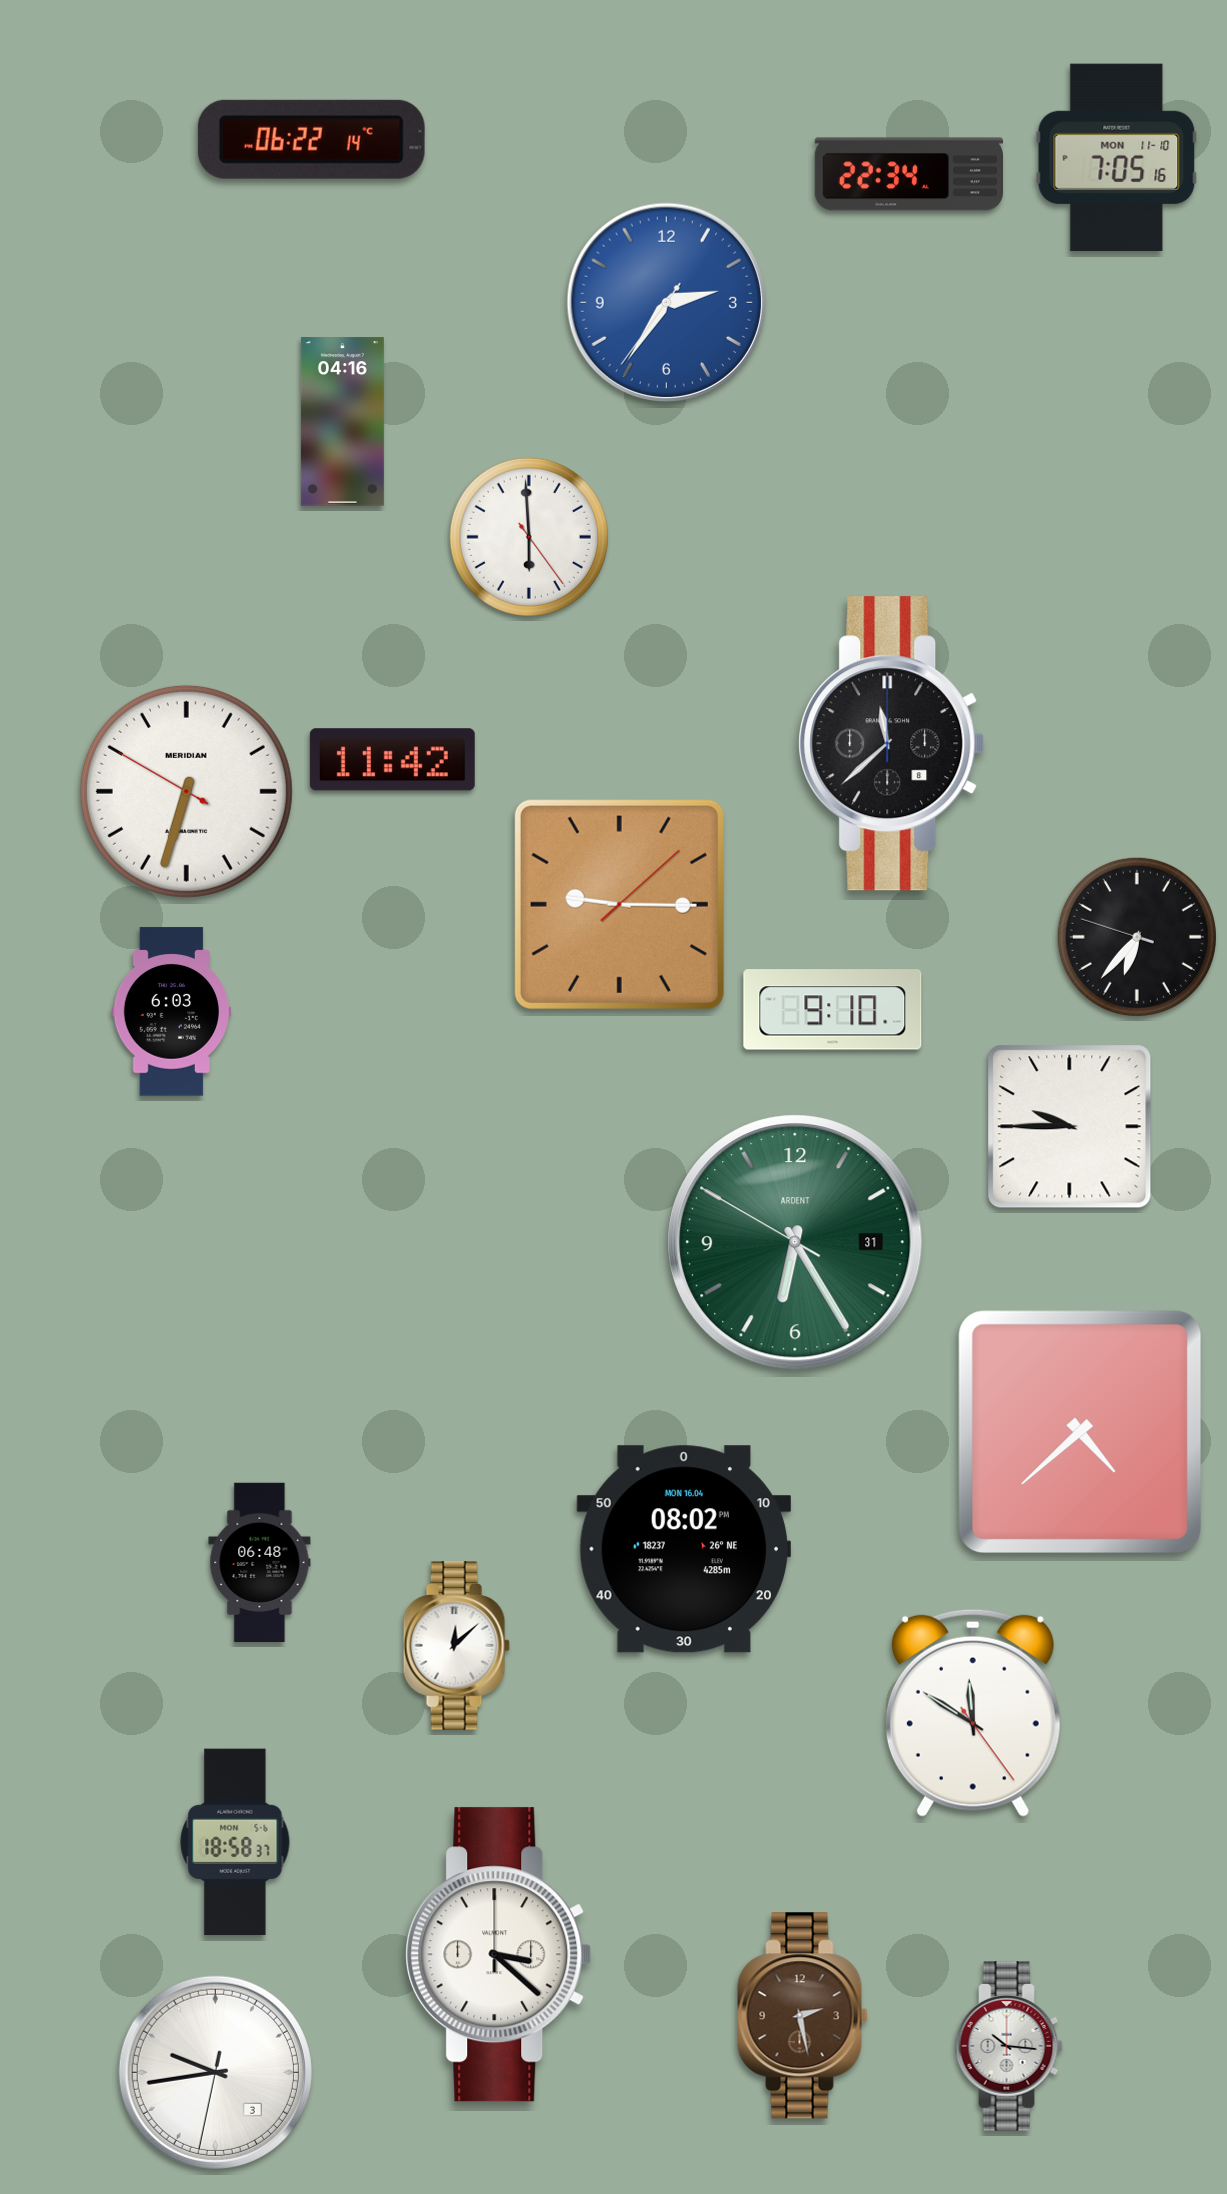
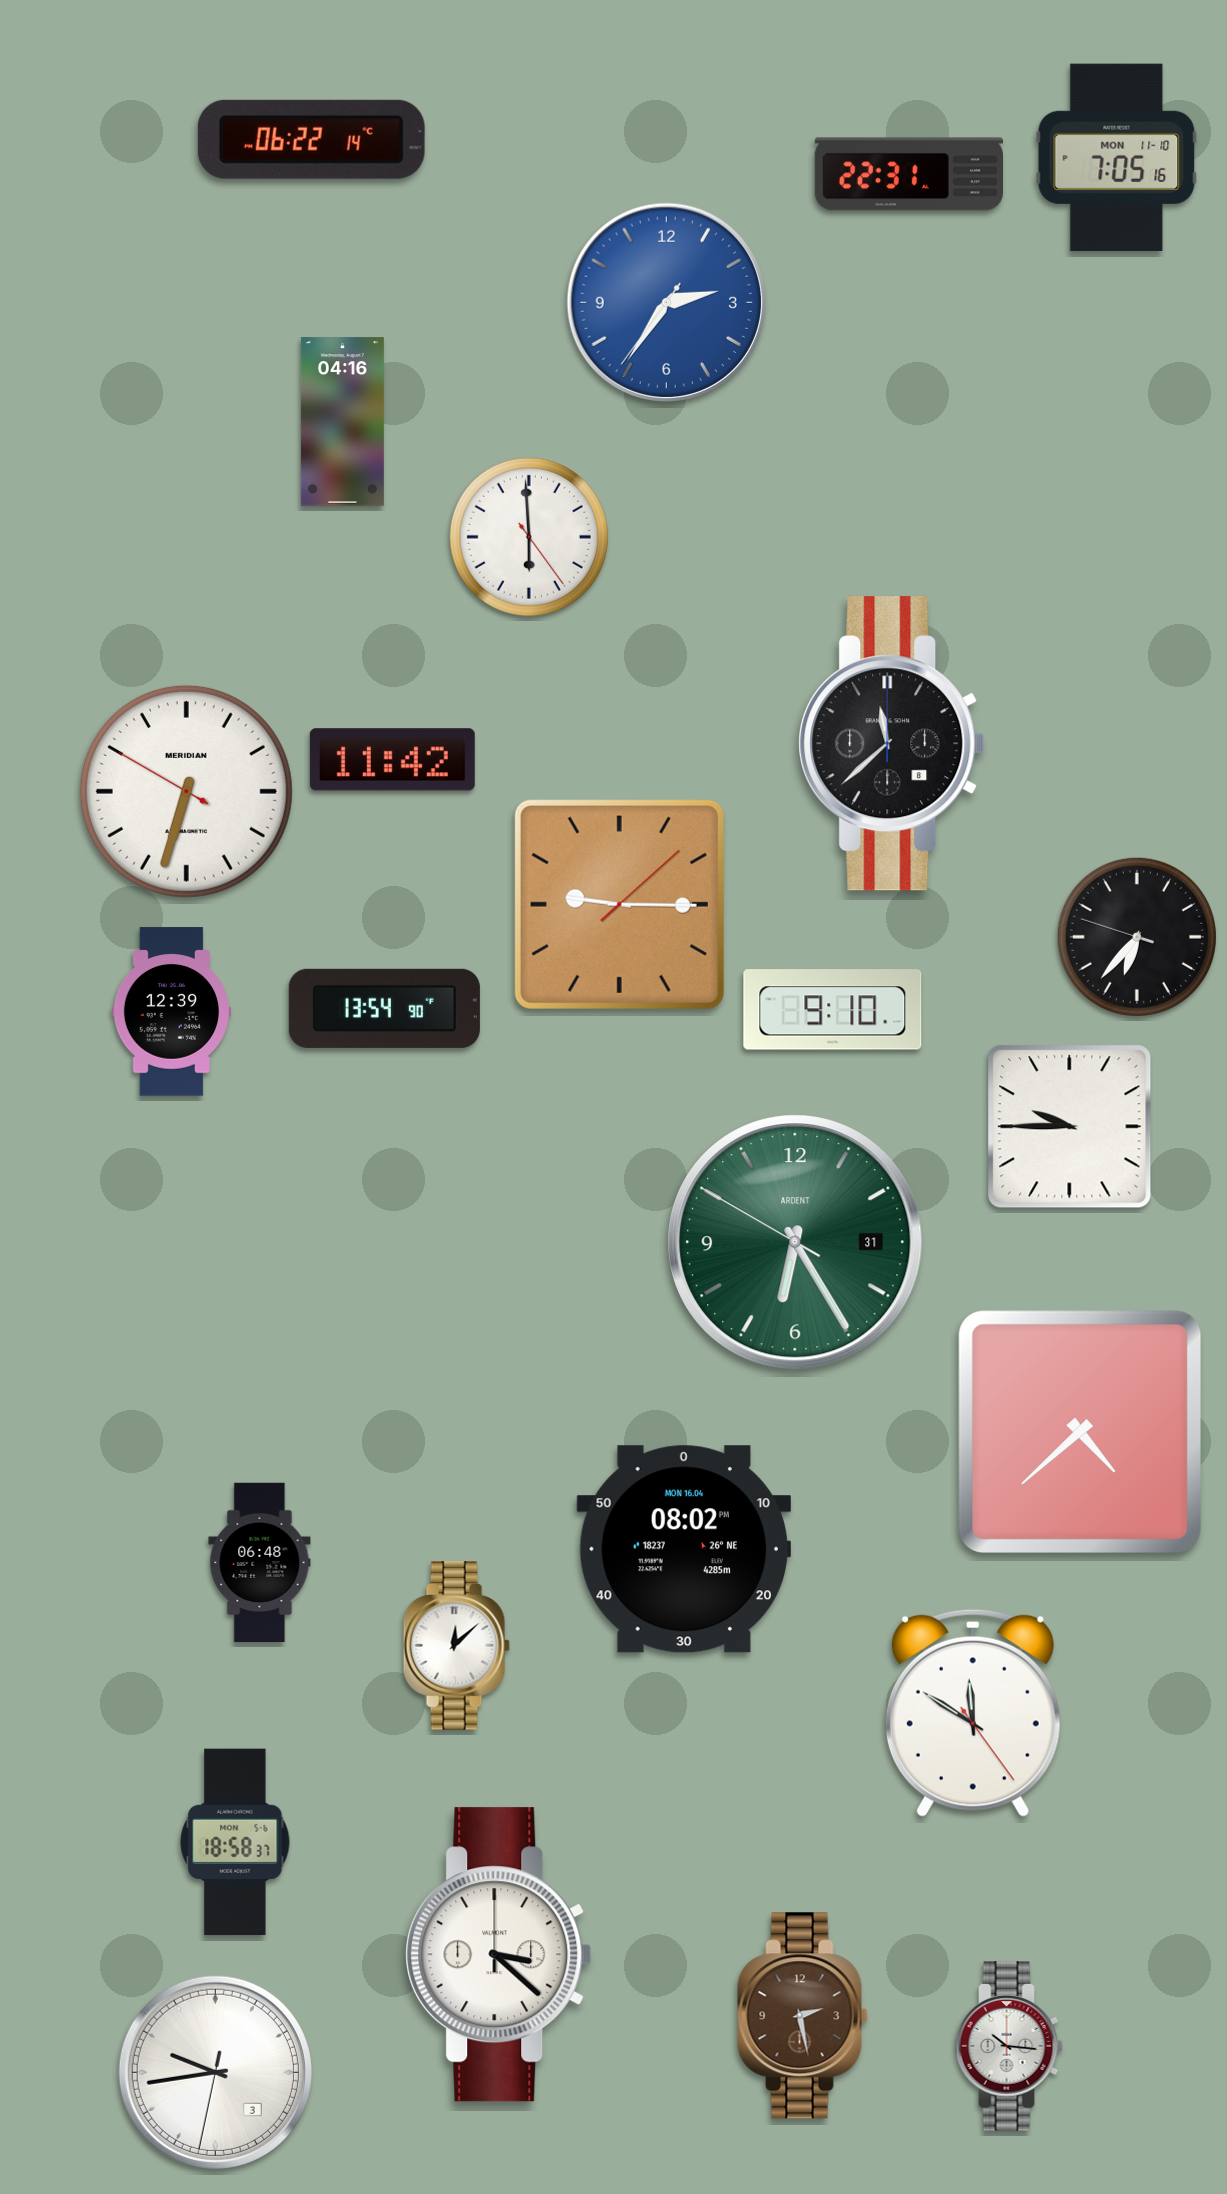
clock at (908, 174): 22:34 -> 22:31
clock at (384, 1008): none -> 13:54
clock at (171, 1012): 6:03 -> 12:39
